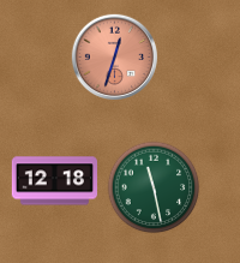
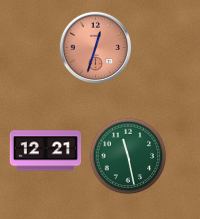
clock at (54, 181): 12:18 -> 12:21
